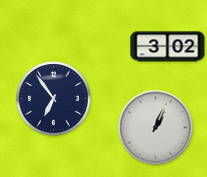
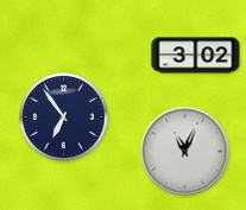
clock at (168, 47) position: (168, 47) -> (196, 56)
clock at (156, 128): 1:04 -> 11:04
